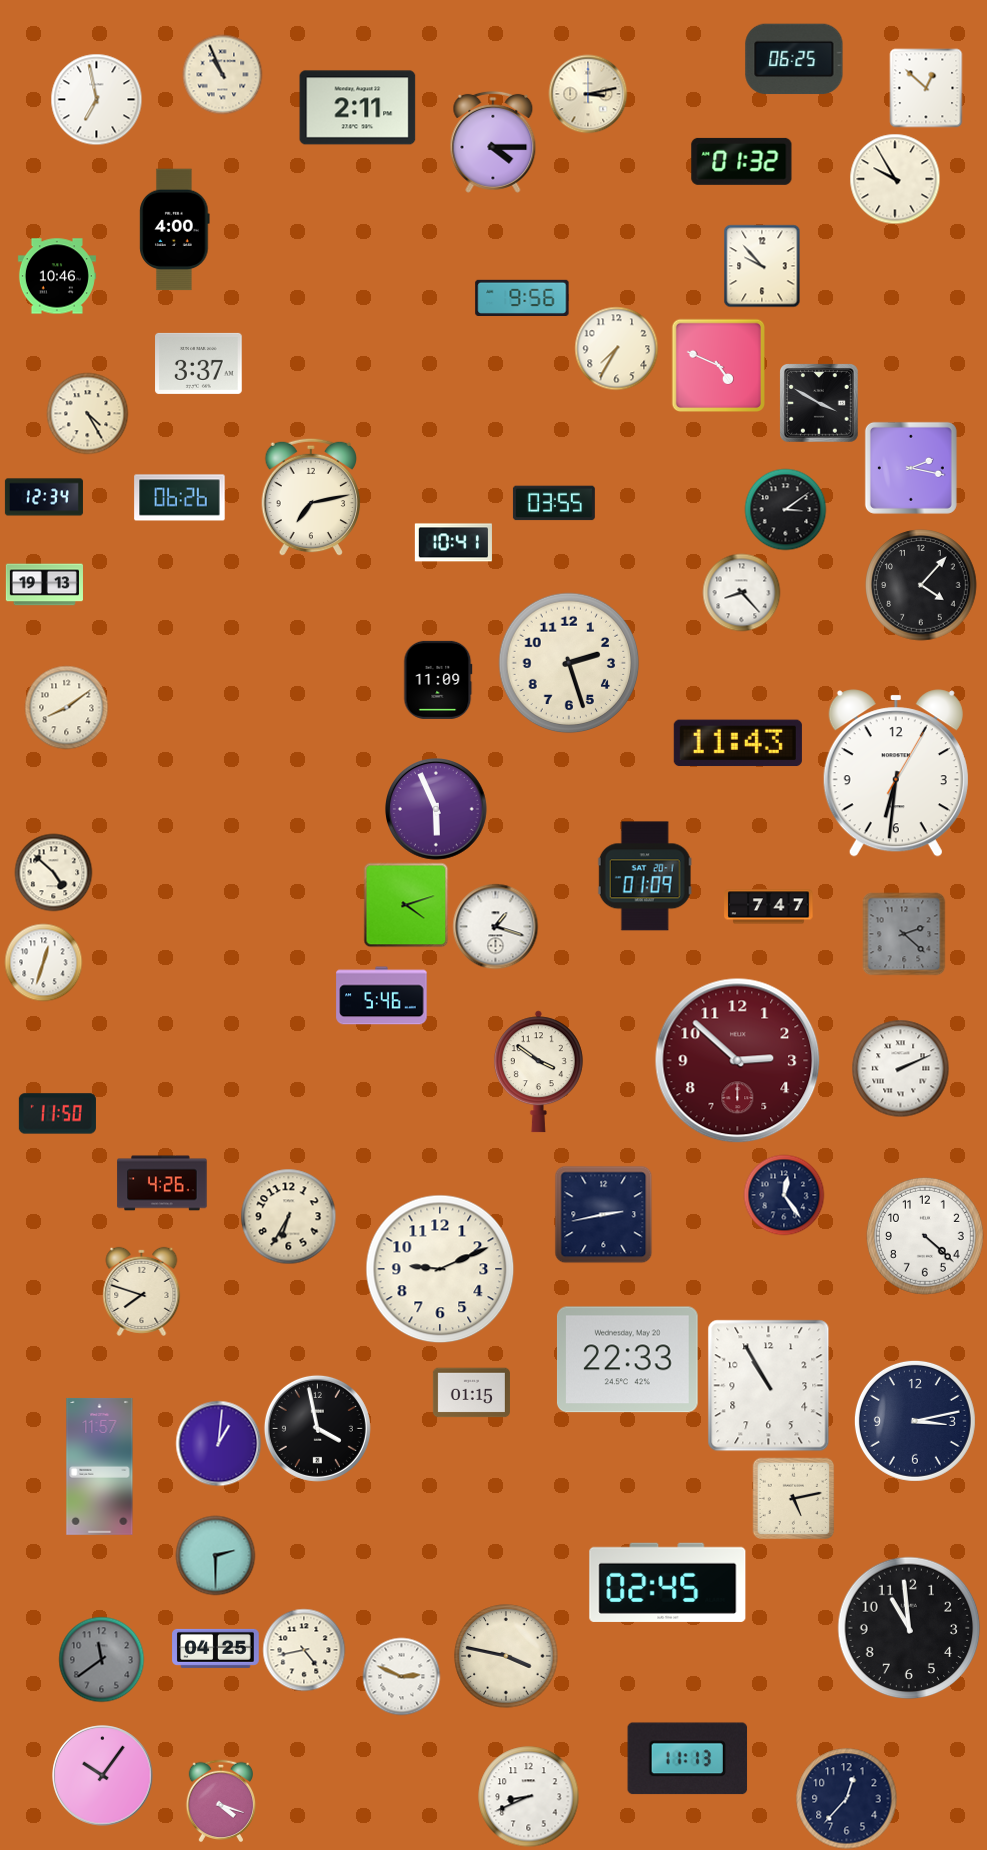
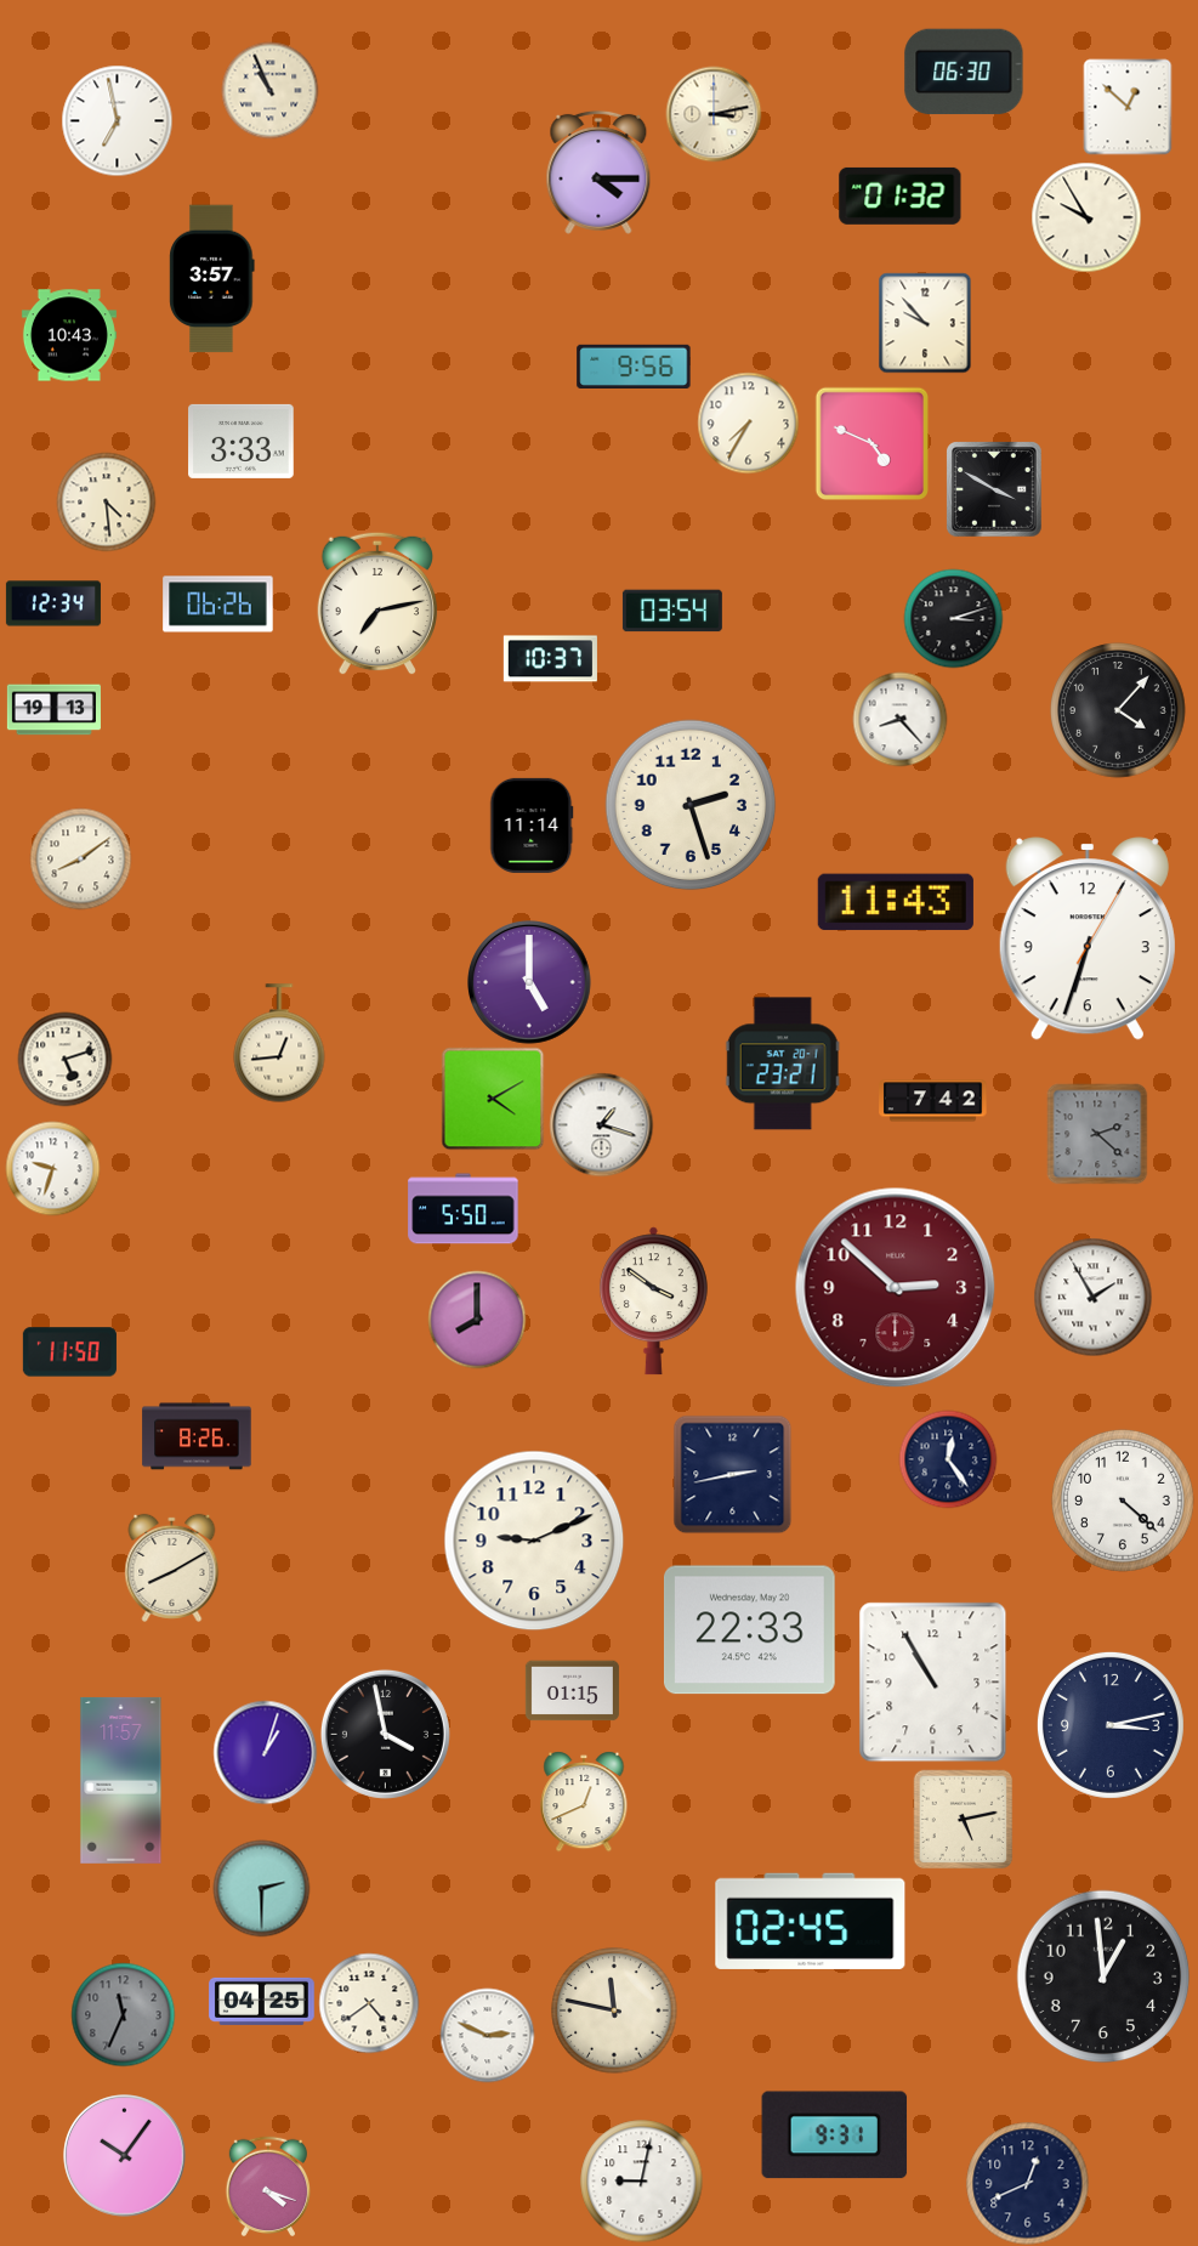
clock at (794, 59): 06:25 -> 06:30
clock at (926, 88) position: (926, 88) -> (1128, 107)
clock at (358, 108): 2:11 -> none
clock at (175, 230): 4:00 -> 3:57
clock at (57, 276): 10:46 -> 10:43
clock at (522, 297) position: (522, 297) -> (634, 365)
clock at (199, 363): 3:37 -> 3:33
clock at (87, 413): 4:25 -> 4:29
clock at (911, 468): 2:17 -> none
clock at (554, 503): 03:55 -> 03:54
clock at (785, 509): 3:09 -> 3:12
clock at (453, 543): 10:41 -> 10:37
clock at (438, 680): 11:09 -> 11:14
clock at (896, 773): 6:31 -> 6:33
clock at (437, 810): 5:56 -> 5:00
clock at (279, 1043): none -> 12:44
clock at (53, 872): 4:52 -> 5:12
clock at (645, 876): 01:09 -> 23:21
clock at (406, 905): 4:12 -> 4:10
clock at (769, 907): 7:47 -> 7:42
clock at (43, 962): 12:33 -> 9:33
clock at (382, 996): 5:46 -> 5:50
clock at (900, 1068): 2:11 -> 1:55
clock at (477, 1320): none -> 8:00
clock at (162, 1183): 4:26 -> 8:26
clock at (784, 1195) position: (784, 1195) -> (948, 1459)
clock at (288, 1216): 6:35 -> none
clock at (142, 1291): 7:48 -> 8:10
clock at (628, 1360) position: (628, 1360) -> (750, 1630)
clock at (218, 1443): 1:01 -> 1:03
clock at (584, 1802): none -> 12:41
clock at (909, 1628): 10:59 -> 12:59
clock at (304, 1650): 4:43 -> 4:39
clock at (506, 1656): 3:47 -> 11:47
clock at (101, 1659): 11:39 -> 11:34
clock at (688, 1759): 11:13 -> 9:31
clock at (529, 1797): 8:41 -> 9:02
clock at (847, 1799): 12:37 -> 12:41
